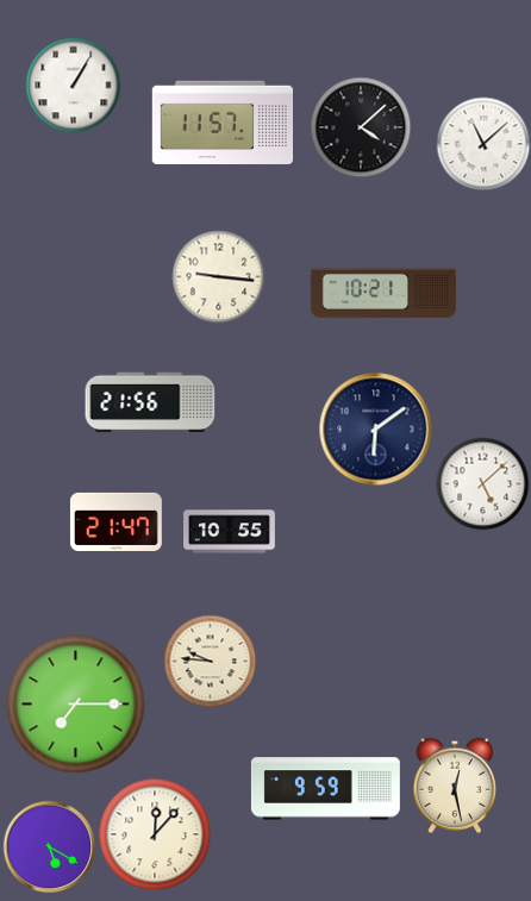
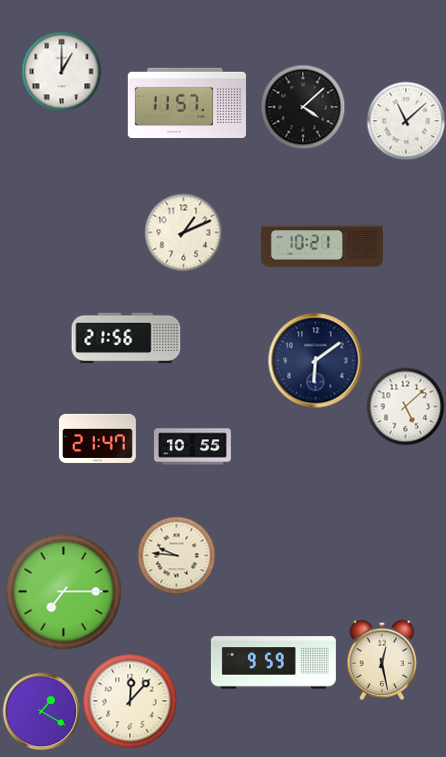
clock at (73, 85): 1:05 -> 1:00
clock at (218, 276): 9:16 -> 1:11
clock at (49, 846): 5:20 -> 1:20
